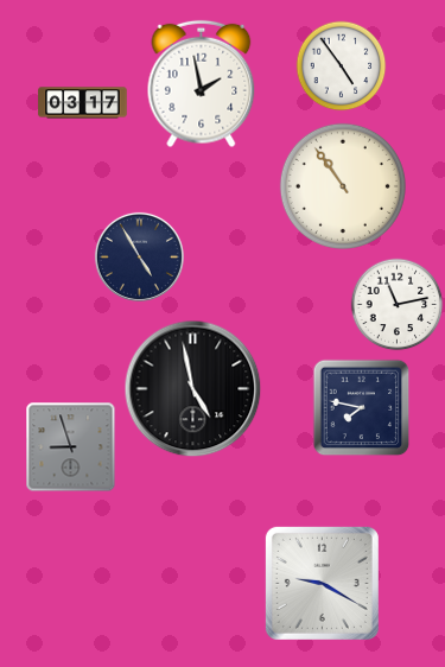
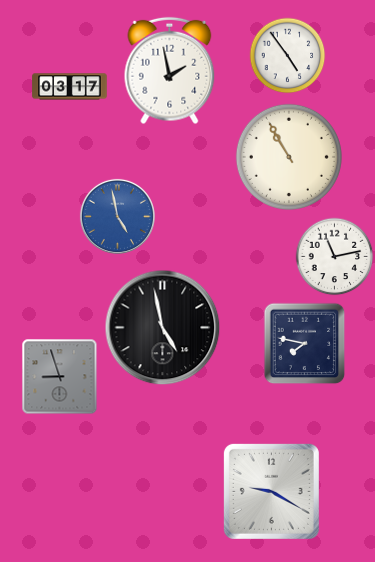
clock at (343, 186): 10:54 -> 10:55
clock at (139, 256): 4:55 -> 4:58
clock at (139, 256) dial: navy -> blue
